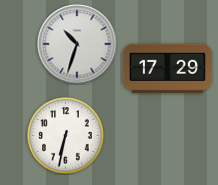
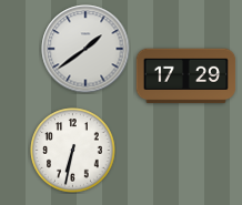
clock at (77, 44): 10:33 -> 1:39
